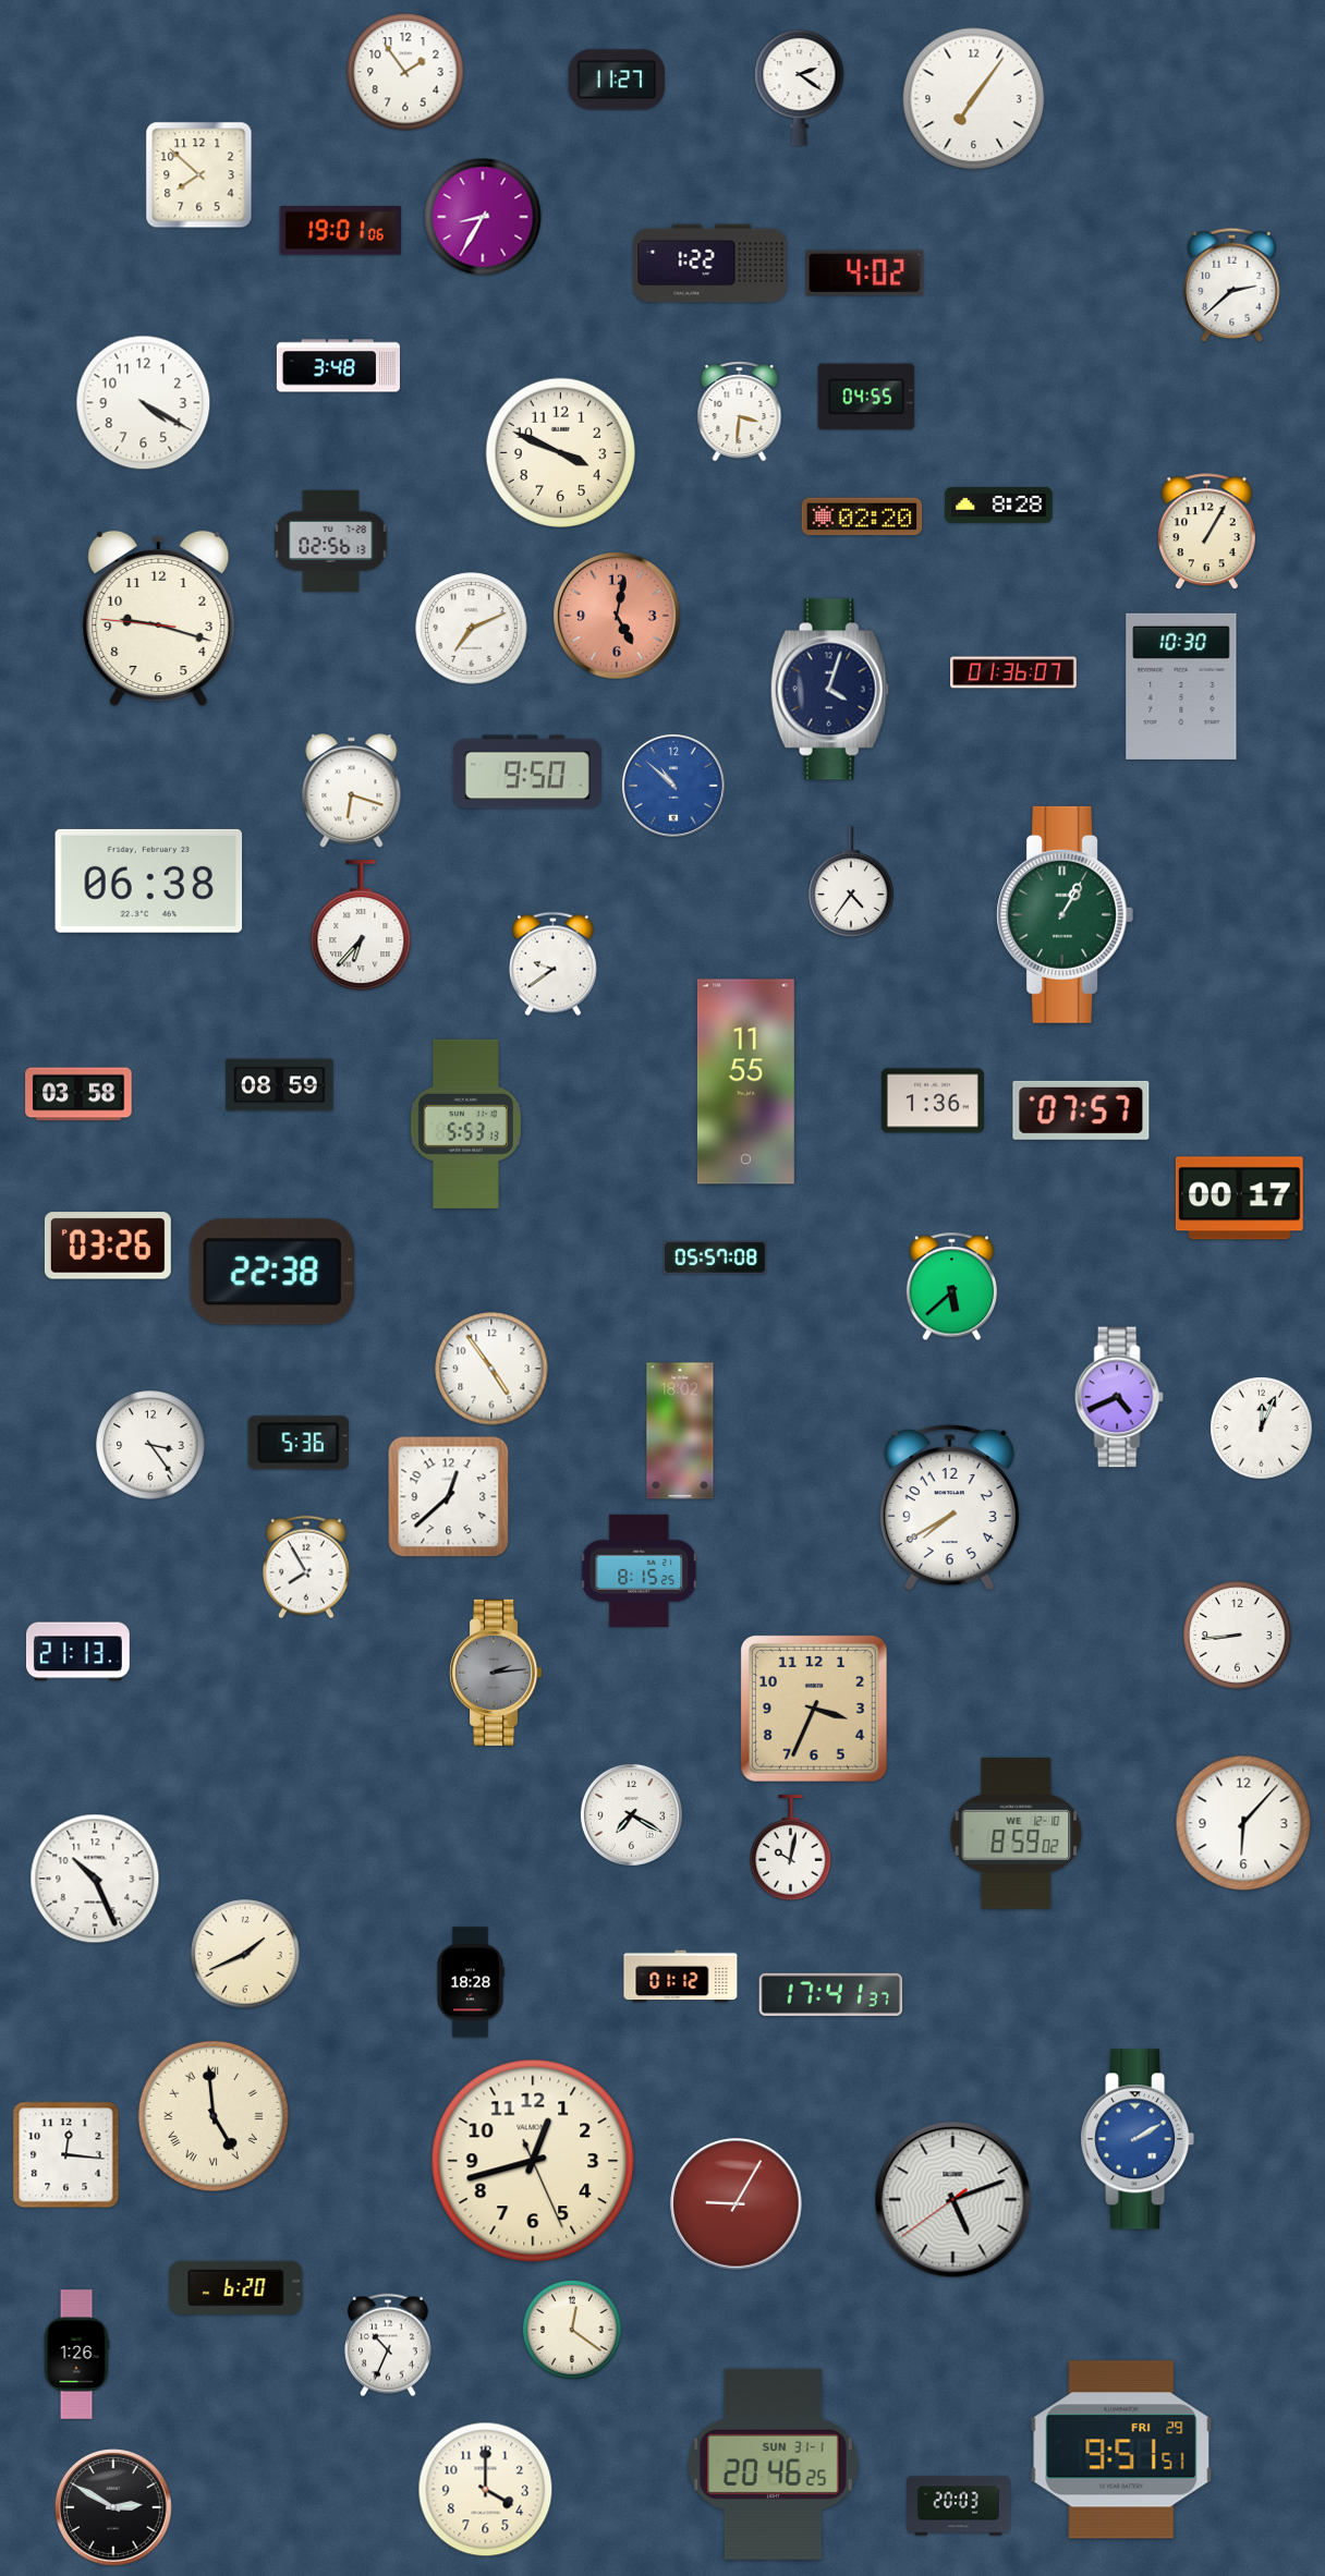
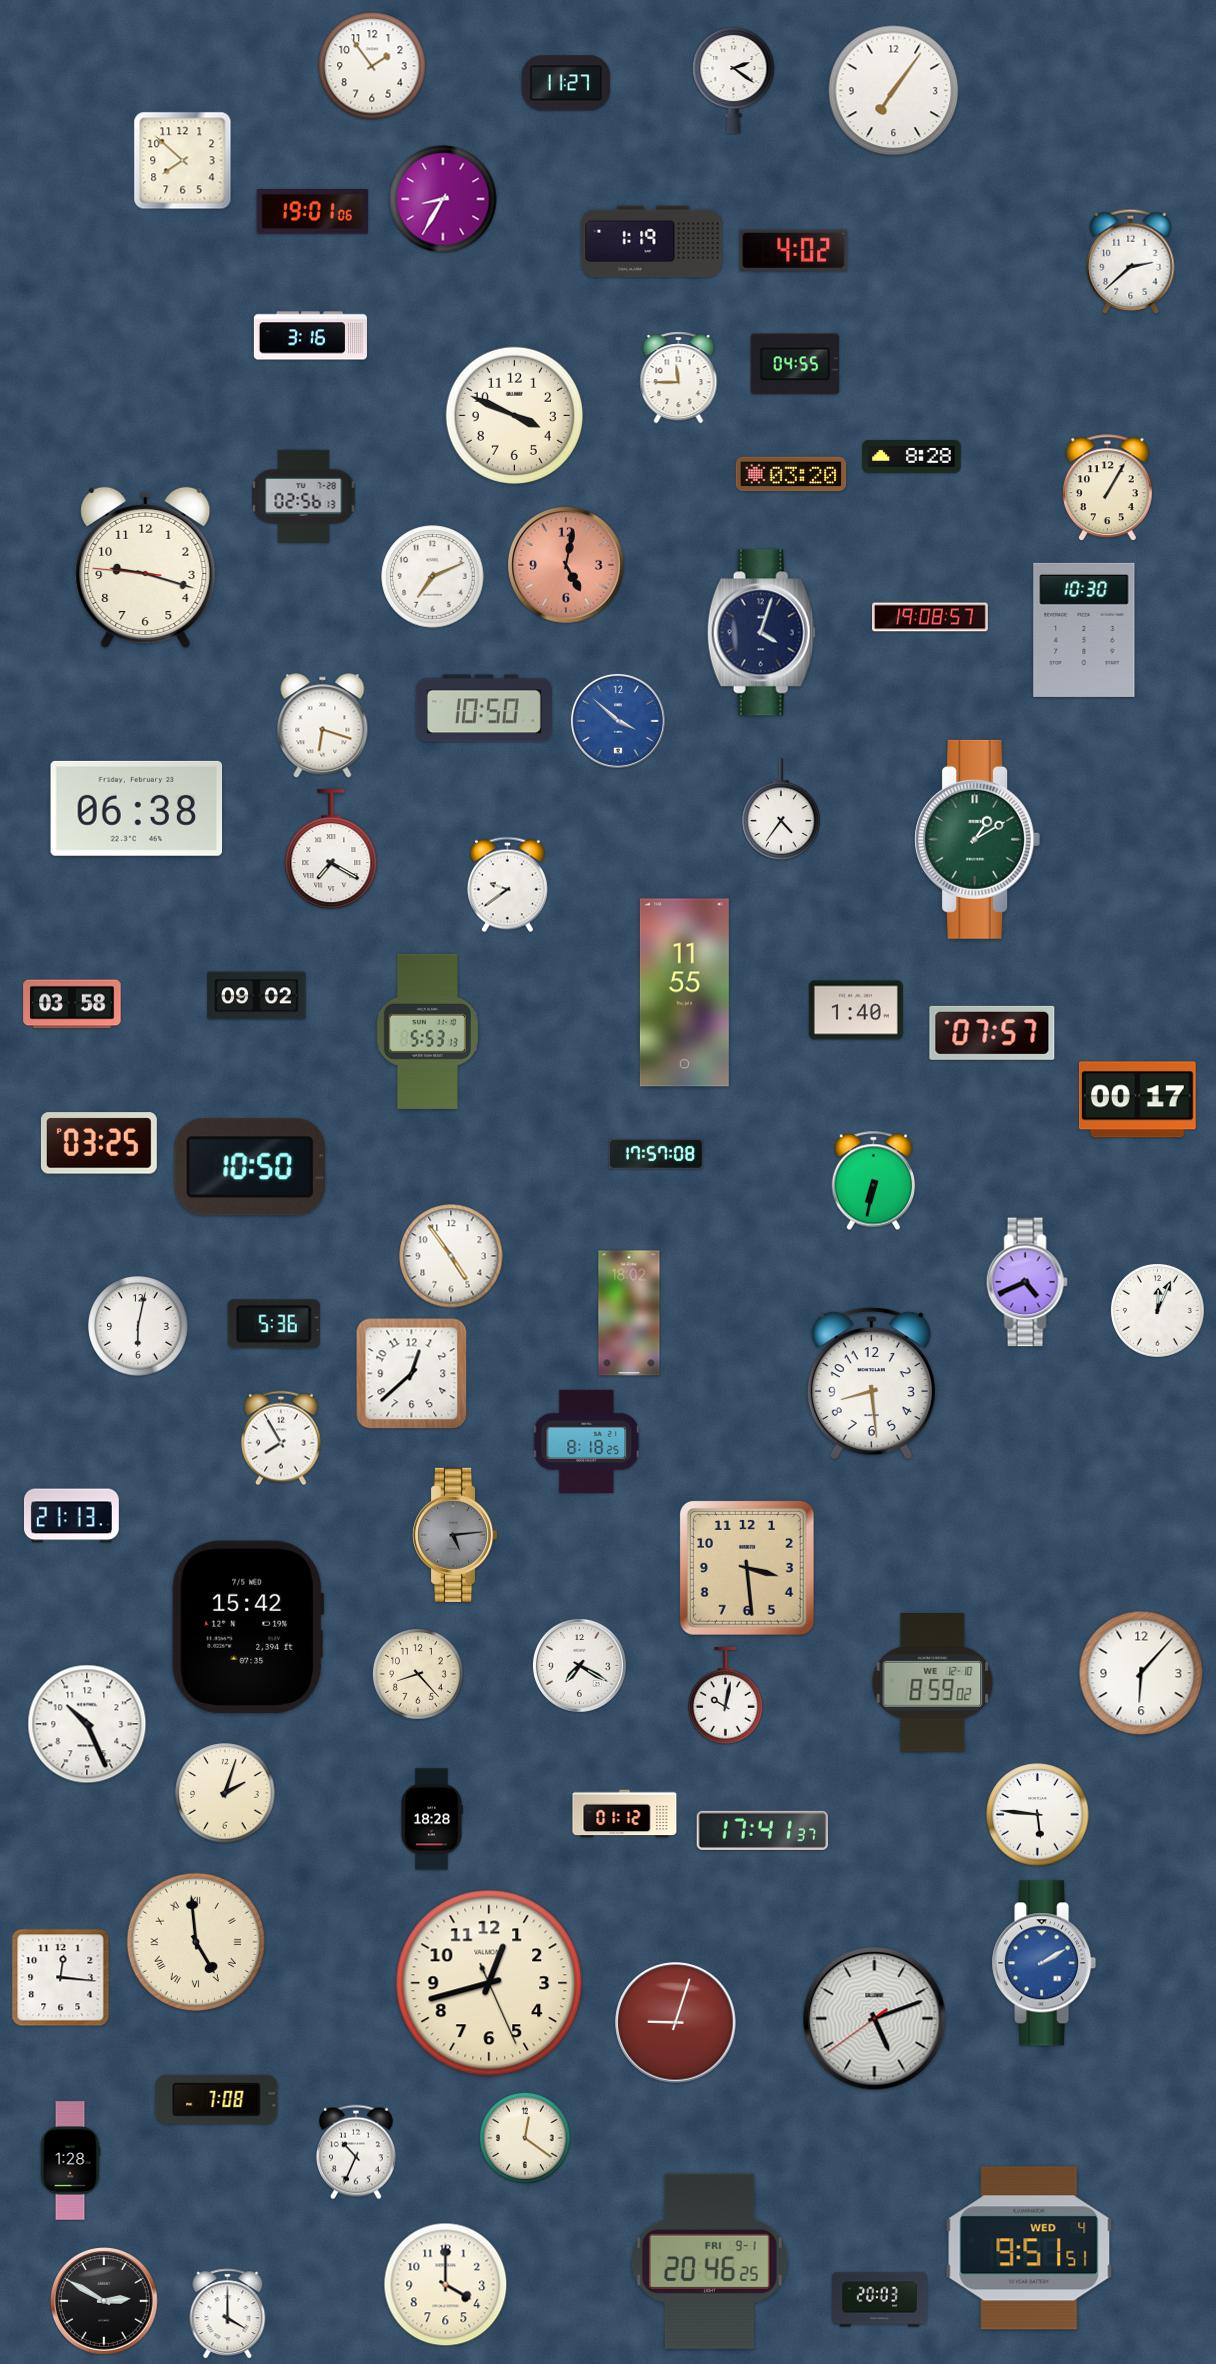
clock at (617, 80) position: (617, 80) -> (566, 83)
clock at (710, 264): 1:22 -> 1:19
clock at (338, 366): 3:48 -> 3:16
clock at (144, 403): 4:20 -> none
clock at (740, 412): 3:31 -> 11:45
clock at (999, 506) position: (999, 506) -> (912, 457)
clock at (862, 517): 02:20 -> 03:20
clock at (1014, 672): 01:36 -> 19:08
clock at (527, 771): 9:50 -> 10:50
clock at (673, 786): 10:52 -> 3:52
clock at (1066, 914): 1:05 -> 1:10
clock at (361, 926): 6:37 -> 7:20
clock at (280, 1085): 08:59 -> 09:02
clock at (933, 1101): 1:36 -> 1:40
clock at (1081, 1110) position: (1081, 1110) -> (992, 1033)
clock at (108, 1246): 03:26 -> 03:25
clock at (715, 1257): 05:57 -> 17:57
clock at (271, 1272): 22:38 -> 10:50
clock at (952, 1287): 5:38 -> 6:32
clock at (680, 1431) position: (680, 1431) -> (629, 1313)
clock at (150, 1445): 3:24 -> 6:02
clock at (949, 1508): 7:40 -> 8:29
clock at (640, 1570): 8:15 -> 8:18
clock at (1238, 1636): 8:44 -> none
clock at (497, 1673): 2:14 -> 5:14
clock at (814, 1709): 3:34 -> 3:29
clock at (248, 1626): none -> 15:42
clock at (418, 1674): none -> 8:23
clock at (245, 1954): 1:41 -> 2:03
clock at (1038, 1815): none -> 5:46
clock at (737, 2204): 9:05 -> 9:03
clock at (236, 2287): 6:20 -> 7:08
clock at (76, 2355): 1:26 -> 1:28
clock at (1121, 2450) date: FRI 29 -> WED 4
clock at (773, 2464) date: SUN 31-1 -> FRI 9-1
clock at (228, 2314): none -> 4:00
